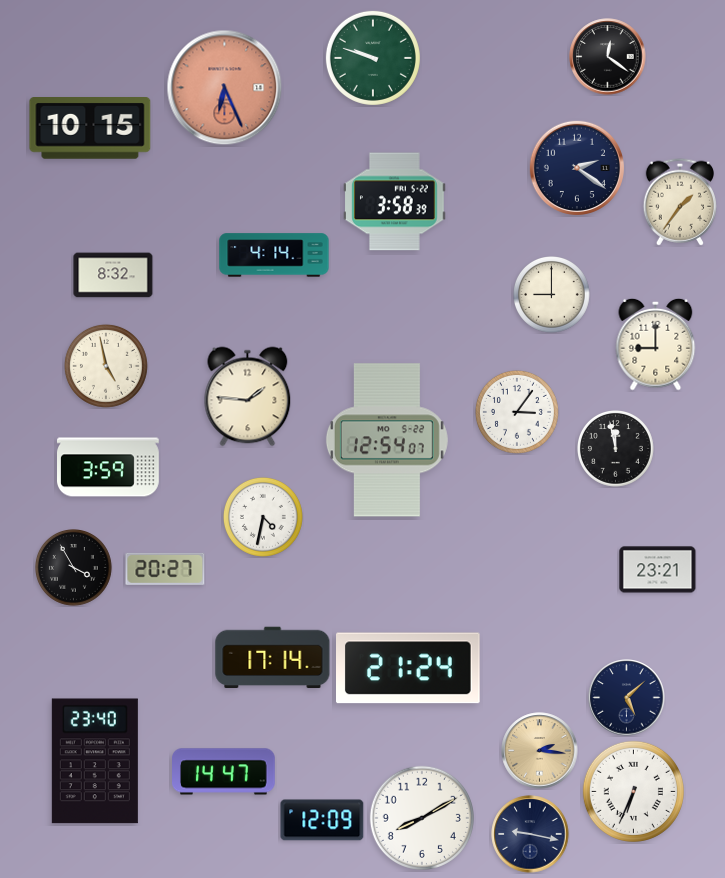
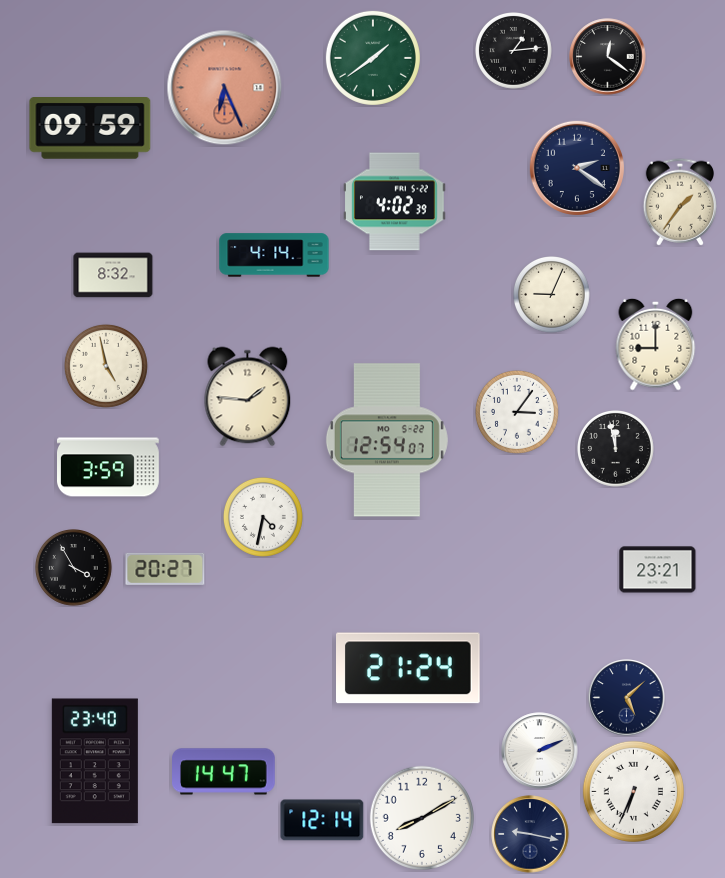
clock at (514, 51): none -> 1:14
clock at (373, 58): 9:48 -> 1:39
clock at (90, 128): 10:15 -> 09:59
clock at (395, 202): 3:58 -> 4:02
clock at (552, 295): 9:00 -> 9:04
clock at (273, 658): 17:14 -> none
clock at (540, 751): 2:16 -> 2:11
clock at (540, 751) dial: champagne -> white
clock at (322, 820): 12:09 -> 12:14
